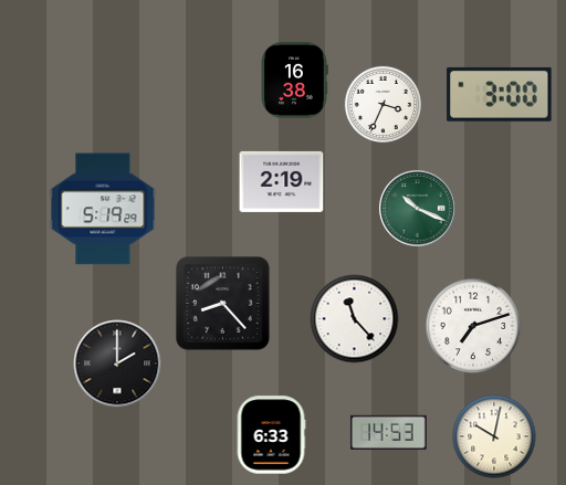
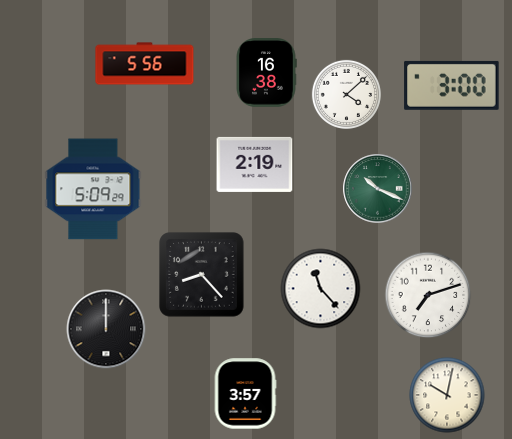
clock at (145, 64): none -> 5:56
clock at (382, 104): 3:34 -> 4:08
clock at (103, 209): 5:19 -> 5:09
clock at (117, 363): 2:00 -> 12:00
clock at (389, 432): 14:53 -> none
clock at (271, 435): 6:33 -> 3:57
